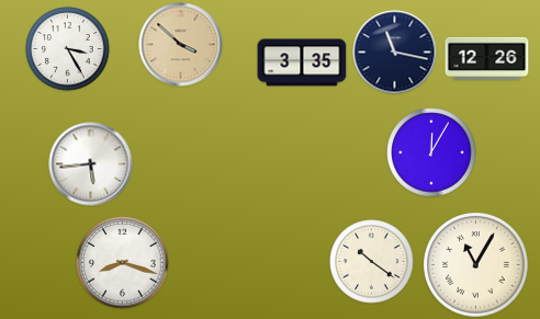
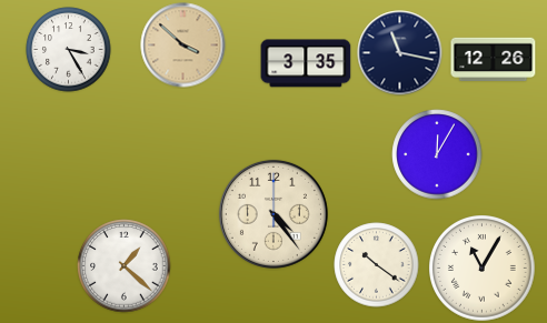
clock at (91, 164): 5:44 -> none
clock at (273, 214): none -> 4:24
clock at (123, 263): 8:18 -> 1:22
